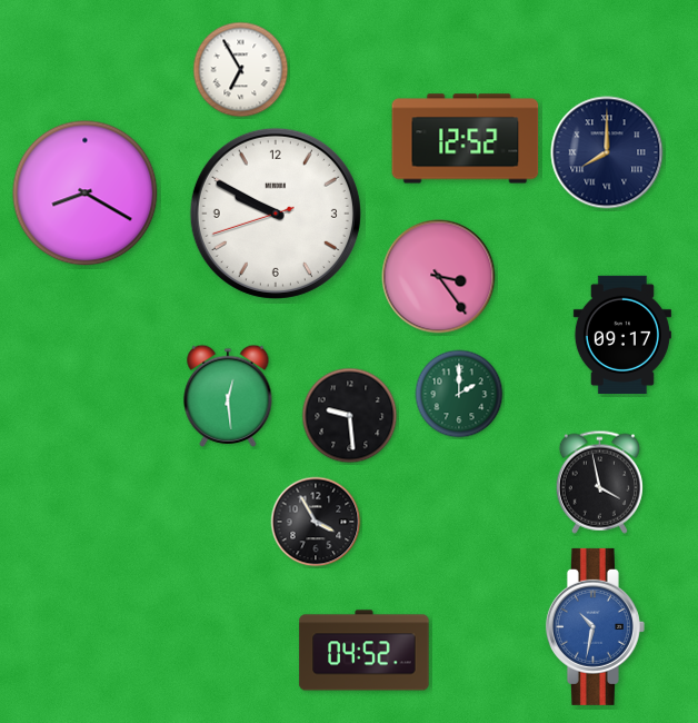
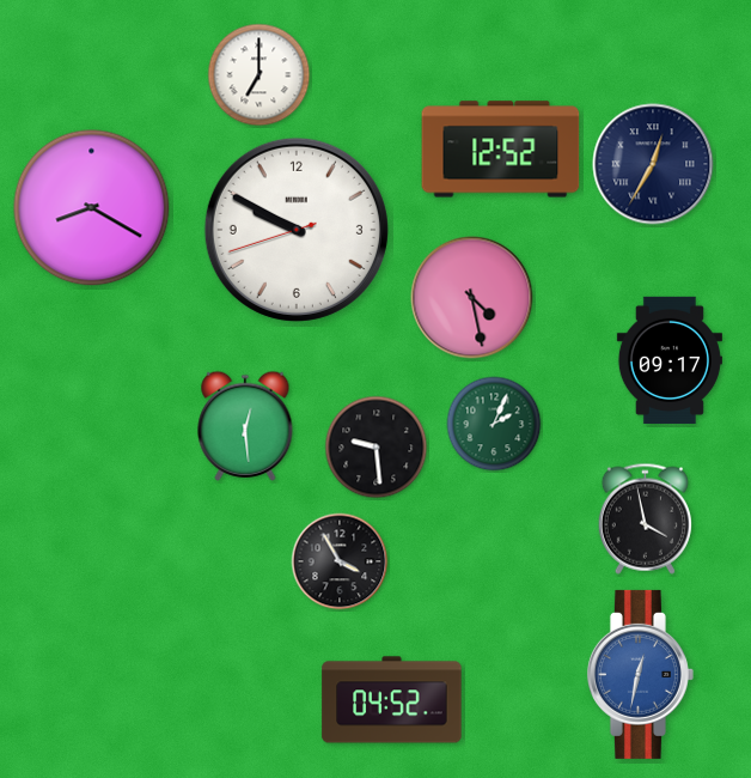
clock at (241, 70): 6:55 -> 7:00
clock at (607, 152): 8:00 -> 12:35
clock at (439, 277): 3:24 -> 4:28
clock at (459, 394): 2:00 -> 2:04
clock at (595, 626): 10:32 -> 12:32
